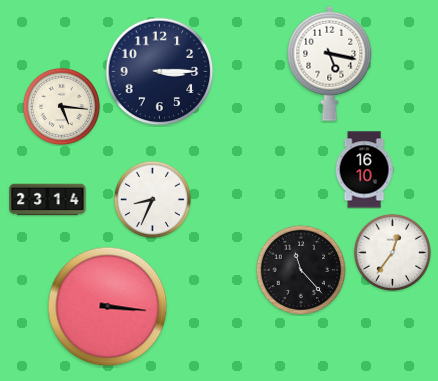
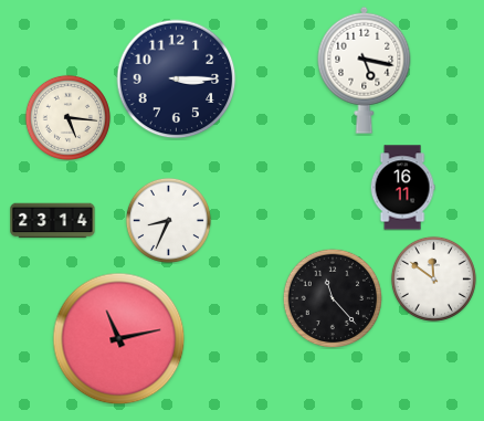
clock at (364, 170): 16:10 -> 16:11
clock at (392, 252): 12:36 -> 11:51
clock at (108, 307): 3:16 -> 11:13
